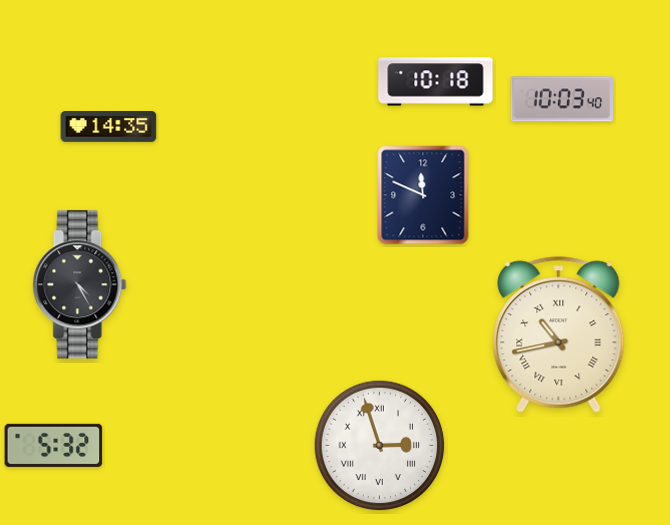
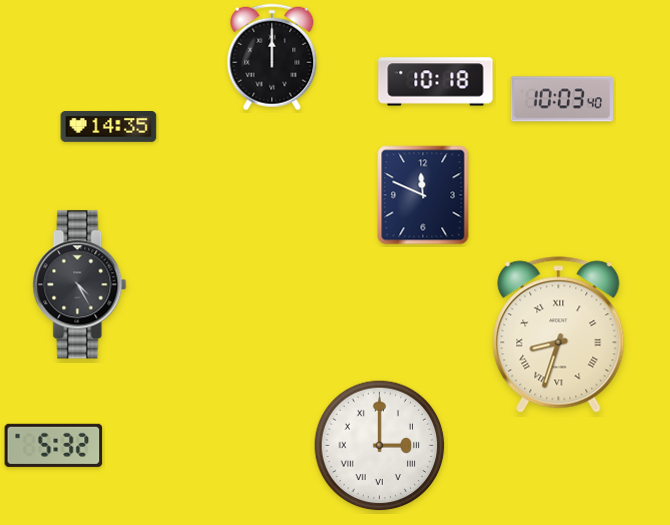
clock at (272, 57): none -> 12:00
clock at (559, 335): 10:43 -> 8:33
clock at (380, 446): 2:57 -> 3:00
